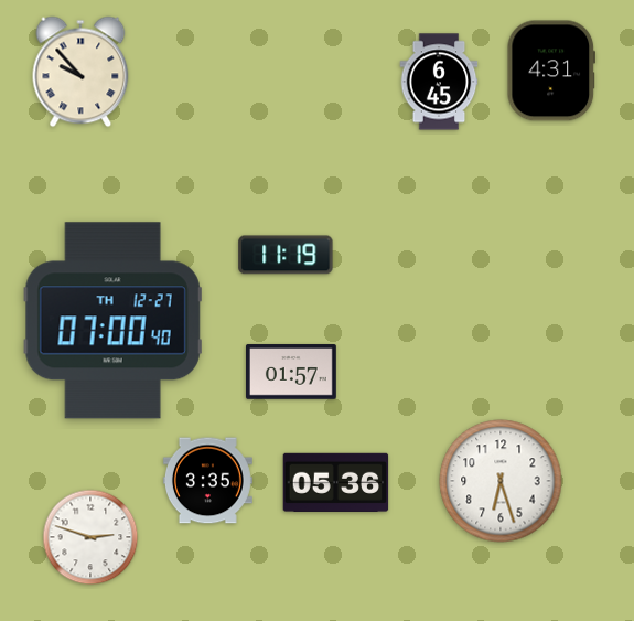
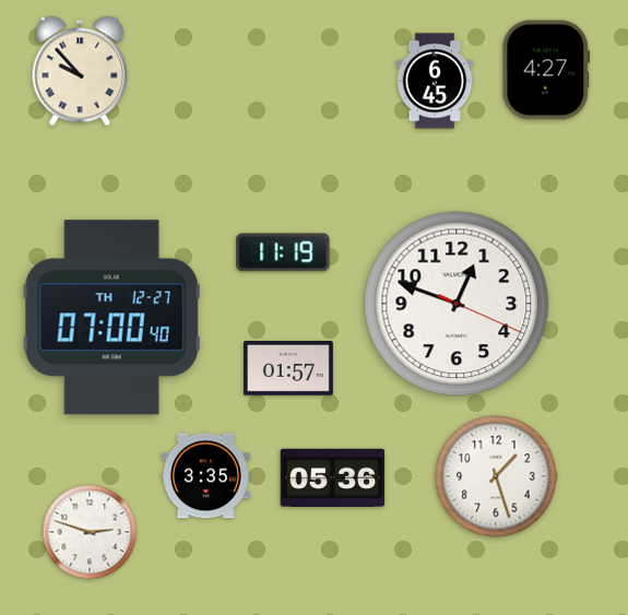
clock at (551, 71): 4:31 -> 4:27
clock at (457, 304): none -> 12:48
clock at (501, 481): 6:27 -> 1:27
